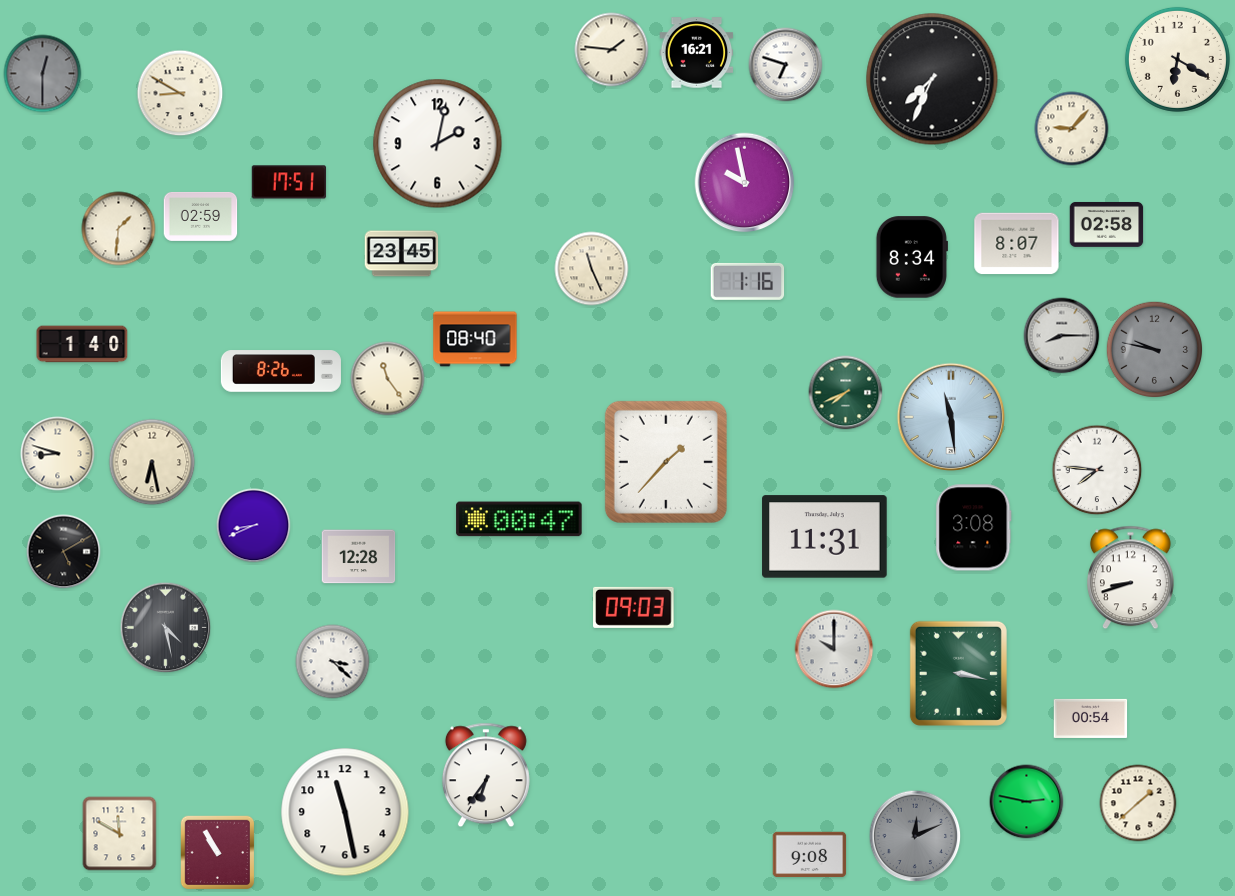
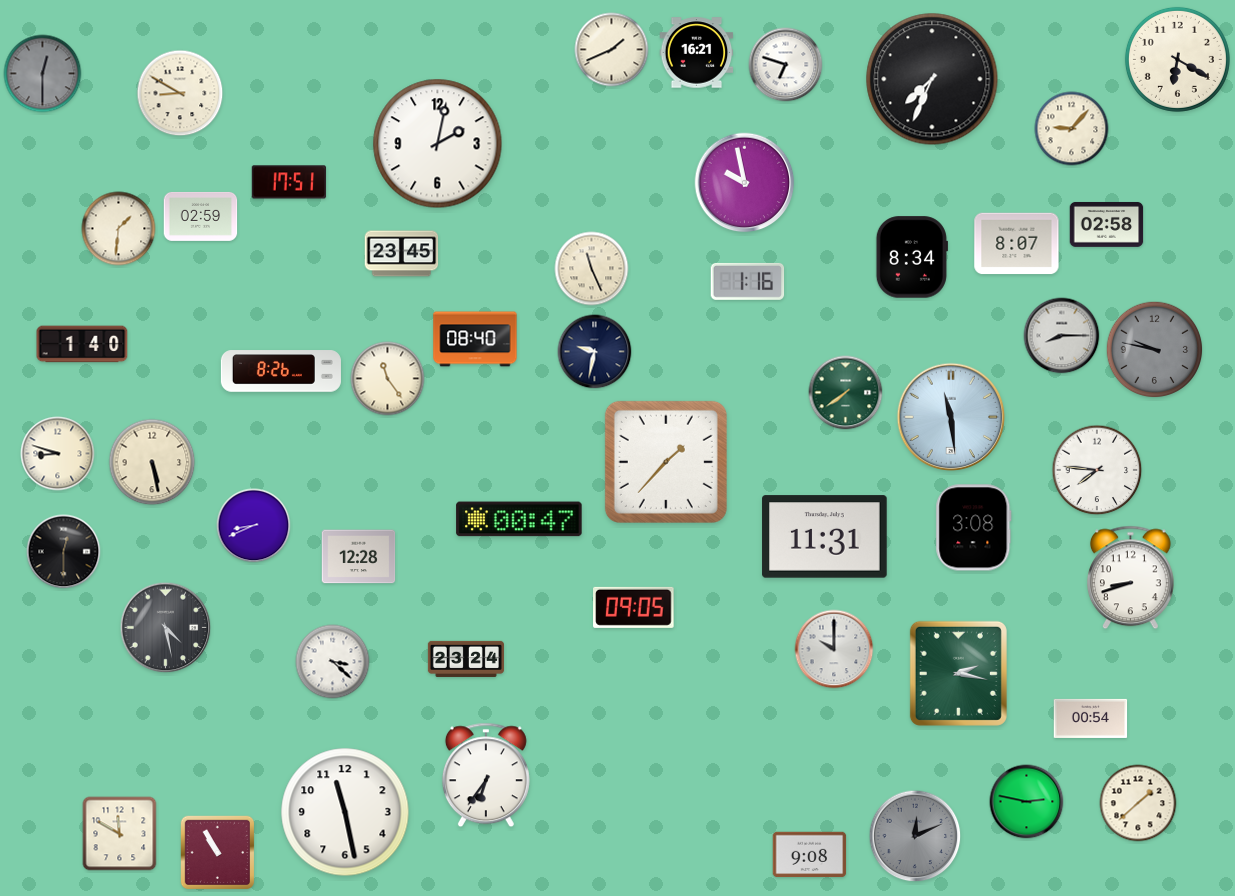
clock at (612, 50): 1:46 -> 1:41
clock at (595, 352): none -> 9:32
clock at (846, 393): 7:41 -> 7:39
clock at (152, 462): 6:28 -> 5:28
clock at (64, 552): 5:10 -> 12:30
clock at (634, 607): 09:03 -> 09:05
clock at (466, 658): none -> 23:24
clock at (958, 673): 3:17 -> 2:17
